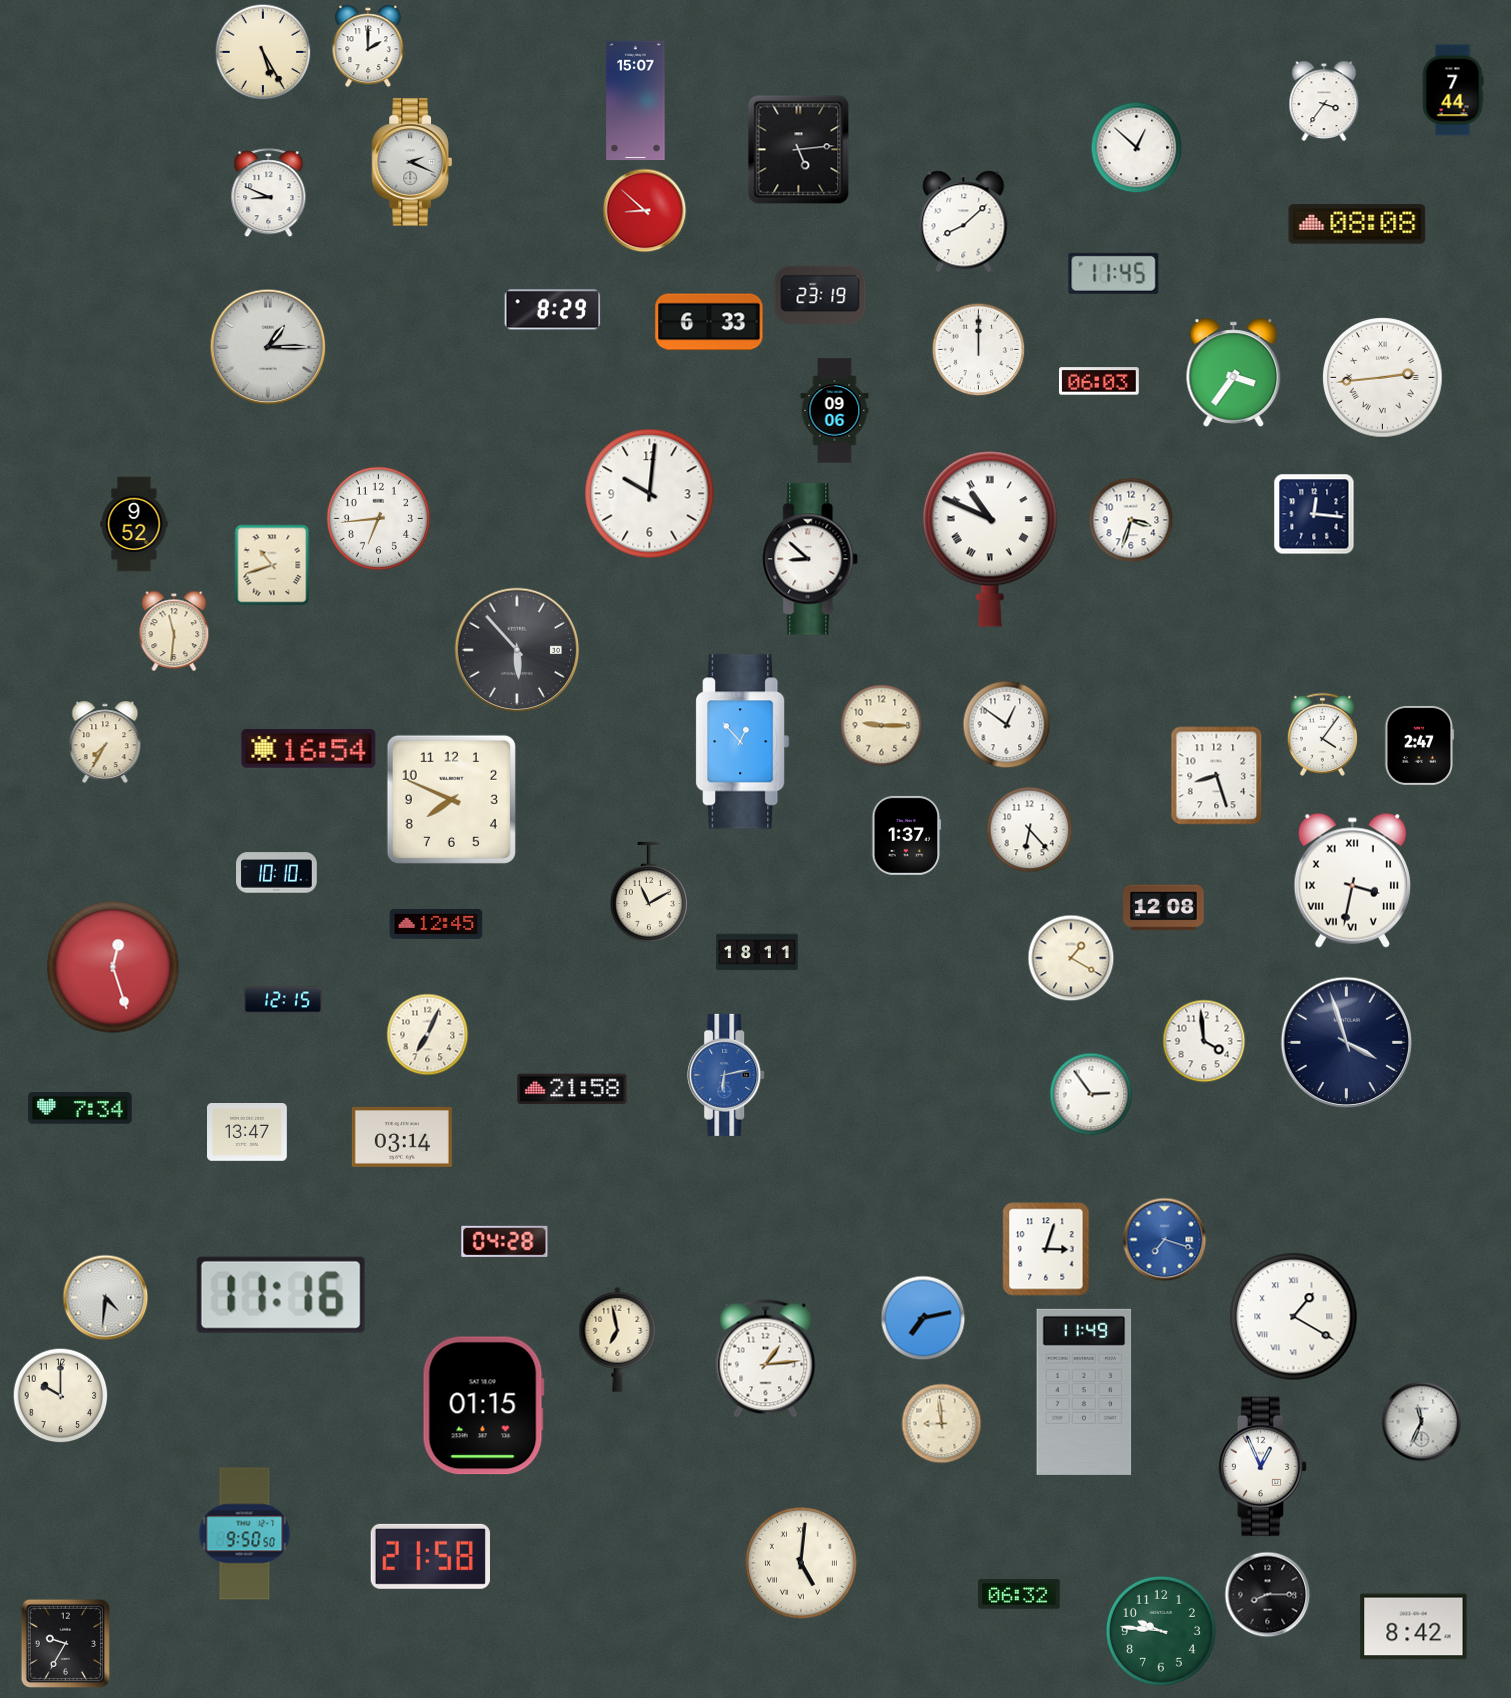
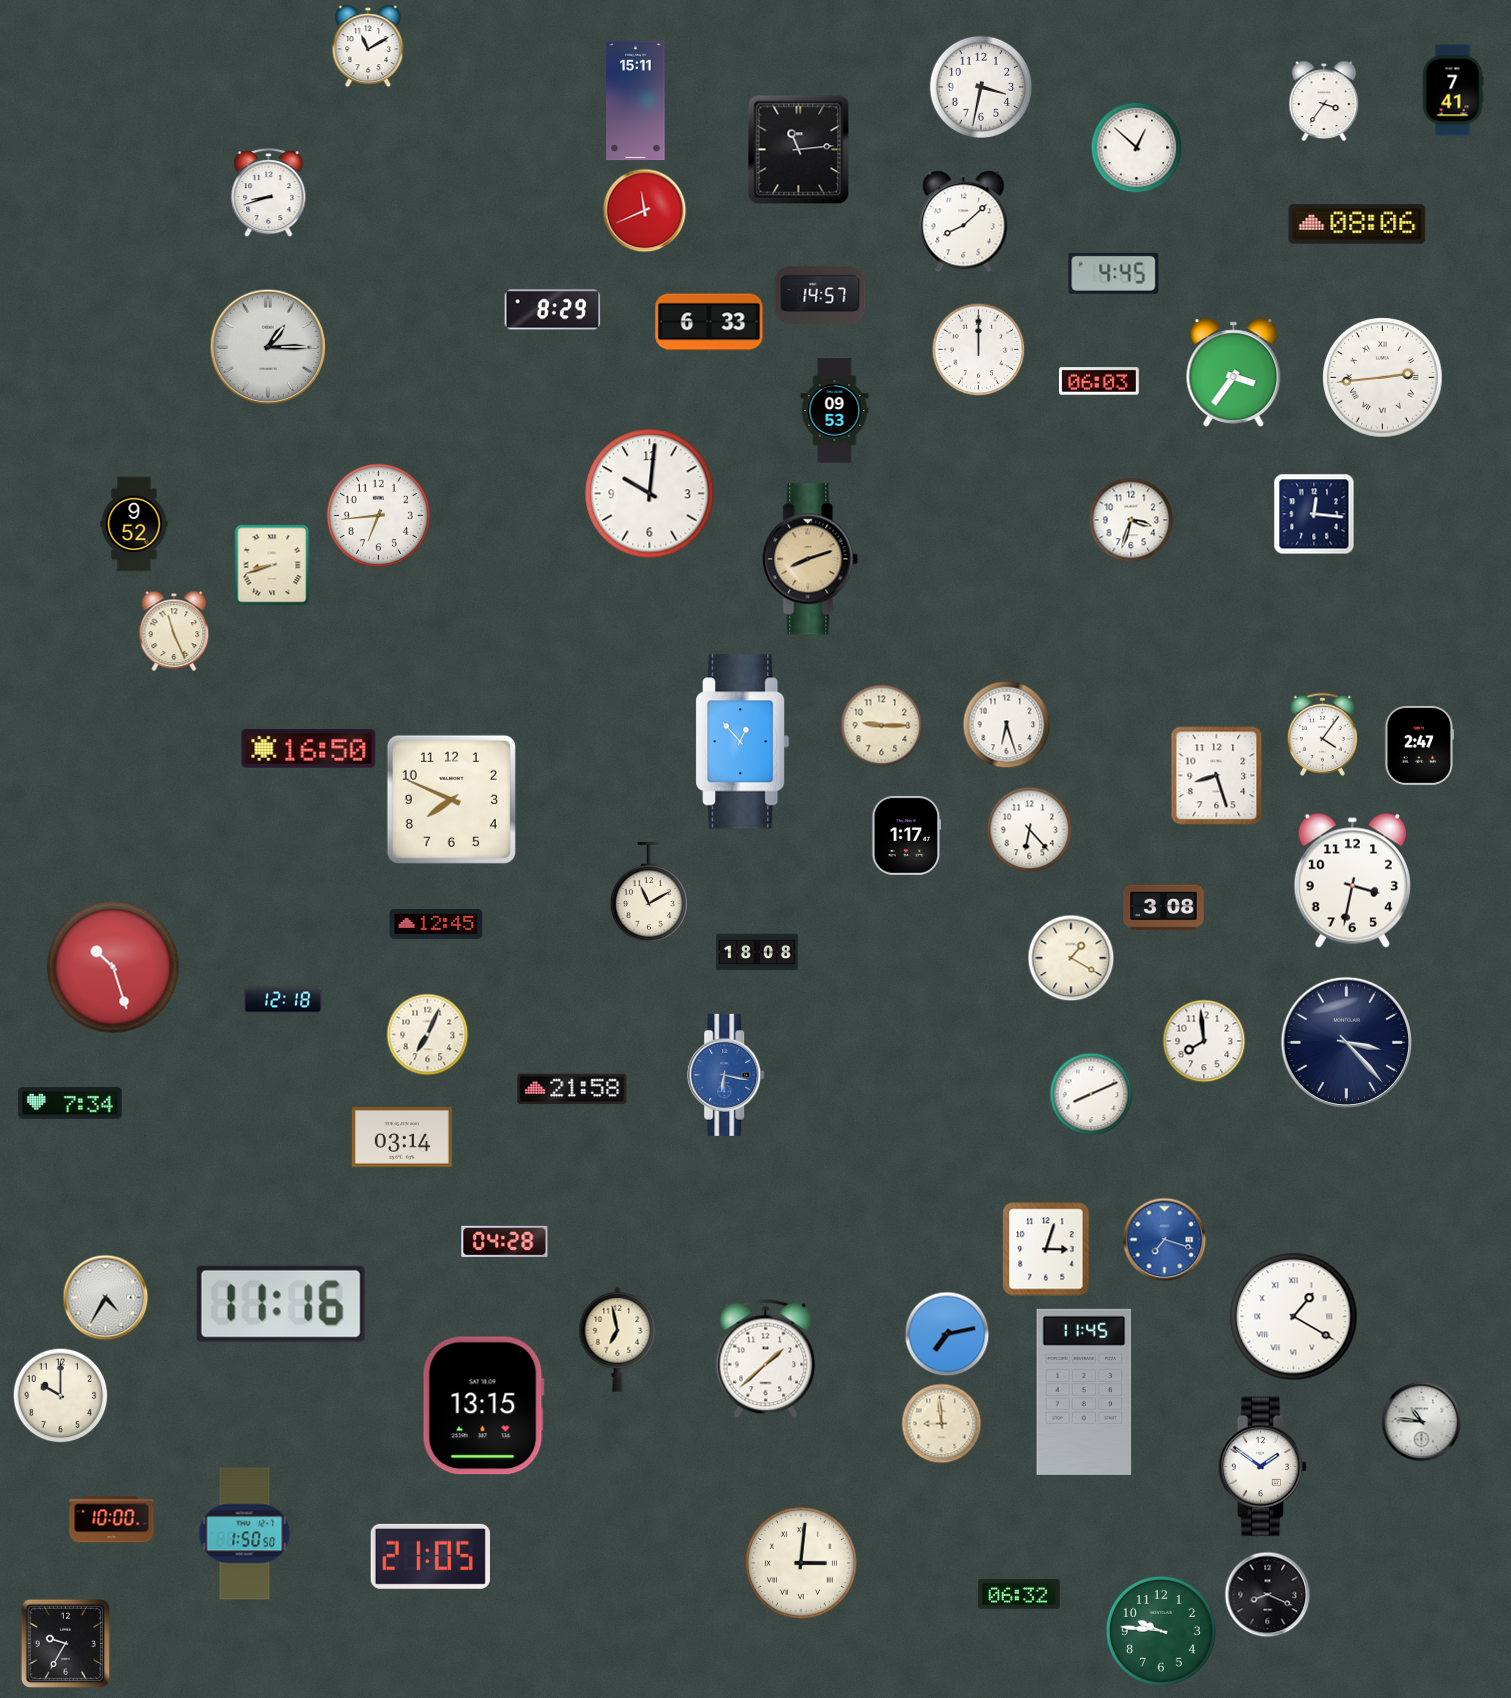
clock at (368, 46): 2:00 -> 11:10
clock at (263, 52): 5:25 -> none
clock at (981, 87): none -> 3:32
clock at (1453, 90): 7:44 -> 7:41
clock at (636, 101): 15:07 -> 15:11
clock at (799, 150): 5:14 -> 11:14
clock at (412, 162): 2:19 -> none
clock at (269, 193): 8:49 -> 8:42
clock at (645, 211): 8:52 -> 11:41
clock at (1357, 224): 08:08 -> 08:06
clock at (1114, 273): 11:45 -> 4:45
clock at (820, 295): 23:19 -> 14:57
clock at (835, 411): 09:06 -> 09:53
clock at (378, 518) position: (378, 518) -> (378, 515)
clock at (990, 539): 10:49 -> none
clock at (811, 559): 8:52 -> 8:12
clock at (811, 559) dial: white -> champagne
clock at (272, 565): 10:42 -> 8:42
clock at (174, 631): 11:31 -> 11:26
clock at (517, 650): 5:53 -> none
clock at (1007, 725): 12:51 -> 6:27
clock at (105, 742): 7:35 -> none
clock at (309, 749): 16:54 -> 16:50
clock at (907, 835): 1:37 -> 1:17
clock at (277, 873): 10:10 -> none
clock at (1352, 880) numerals: Roman -> Arabic
clock at (1164, 908): 12:08 -> 3:08
clock at (757, 952): 18:11 -> 18:08
clock at (113, 967): 12:27 -> 10:27
clock at (283, 1000): 12:15 -> 12:18
clock at (1204, 1041): 3:59 -> 7:59
clock at (1346, 1042): 3:57 -> 3:23
clock at (727, 1075): 6:13 -> 6:17
clock at (1091, 1094): 2:54 -> 8:11
clock at (80, 1108) position: (80, 1108) -> (70, 1103)
clock at (248, 1133): 13:47 -> none
clock at (281, 1295) position: (281, 1295) -> (281, 1304)
clock at (106, 1298): 4:31 -> 4:35
clock at (923, 1318) position: (923, 1318) -> (947, 1334)
clock at (766, 1359): 1:14 -> 1:38
clock at (1084, 1392): 11:49 -> 11:45
clock at (483, 1406): 01:15 -> 13:15
clock at (1422, 1422): 11:34 -> 10:46
clock at (1263, 1467): 12:56 -> 1:51
clock at (112, 1520): none -> 10:00
clock at (245, 1534): 9:50 -> 1:50
clock at (430, 1556): 21:58 -> 21:05
clock at (801, 1563): 5:01 -> 3:01
clock at (1268, 1595): 8:15 -> 8:19
clock at (1414, 1627): 8:42 -> none
